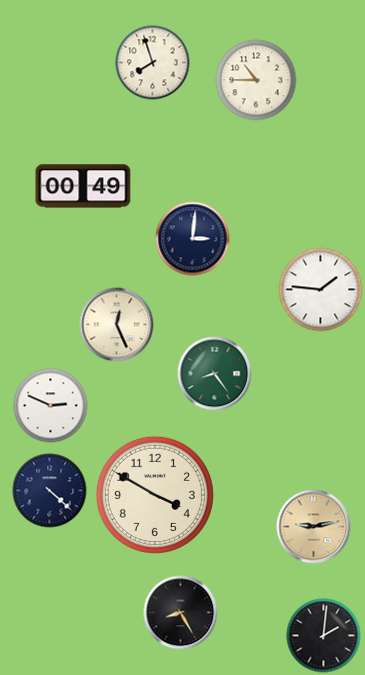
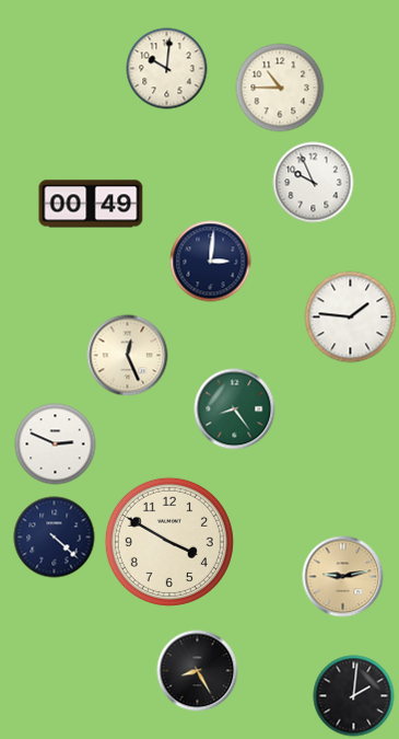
clock at (153, 63): 7:57 -> 10:01
clock at (314, 183): none -> 9:56
